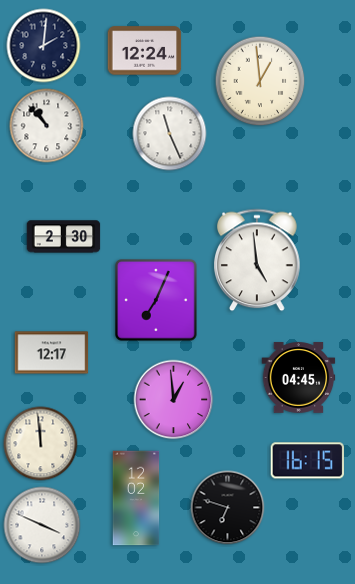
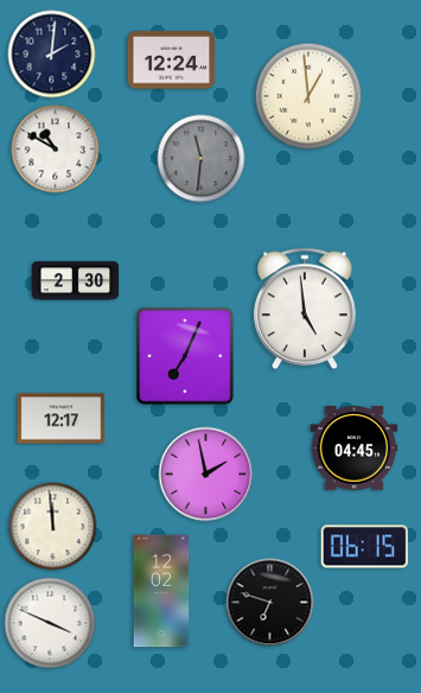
clock at (47, 126): 10:53 -> 10:50
clock at (170, 134): 11:26 -> 11:31
clock at (170, 134) dial: white -> grey
clock at (174, 400): 12:59 -> 1:58
clock at (41, 444) position: (41, 444) -> (53, 527)
clock at (308, 461): 16:15 -> 06:15
